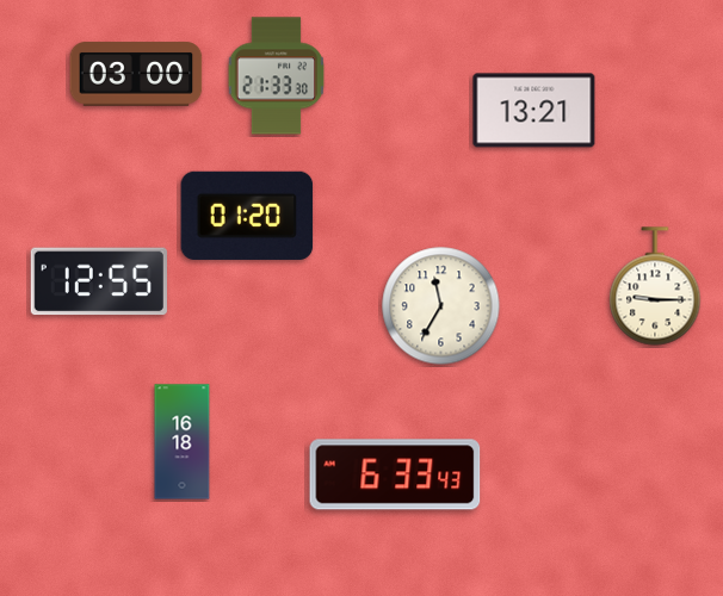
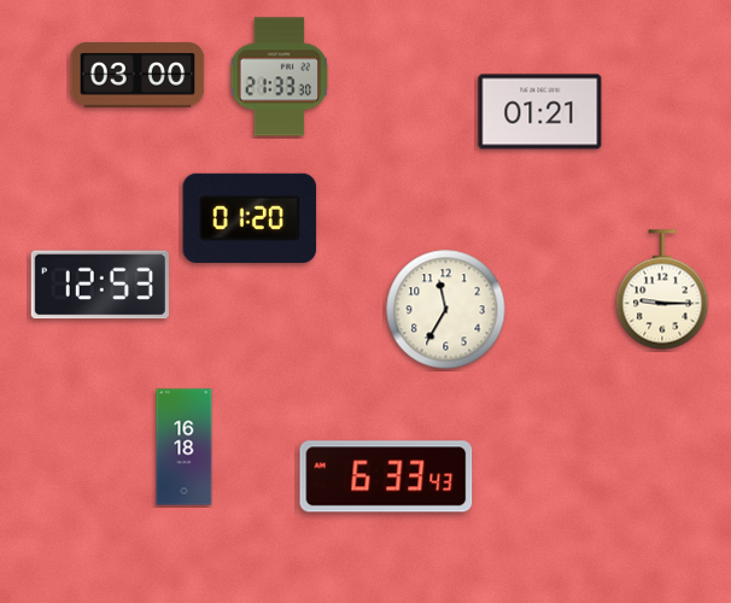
clock at (534, 111): 13:21 -> 01:21
clock at (99, 281): 12:55 -> 12:53
clock at (395, 474) position: (395, 474) -> (386, 476)
